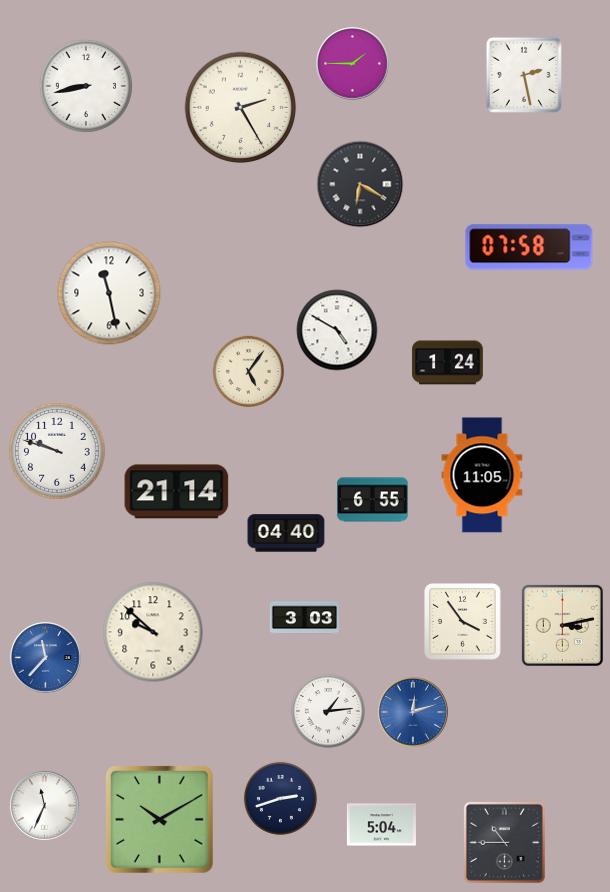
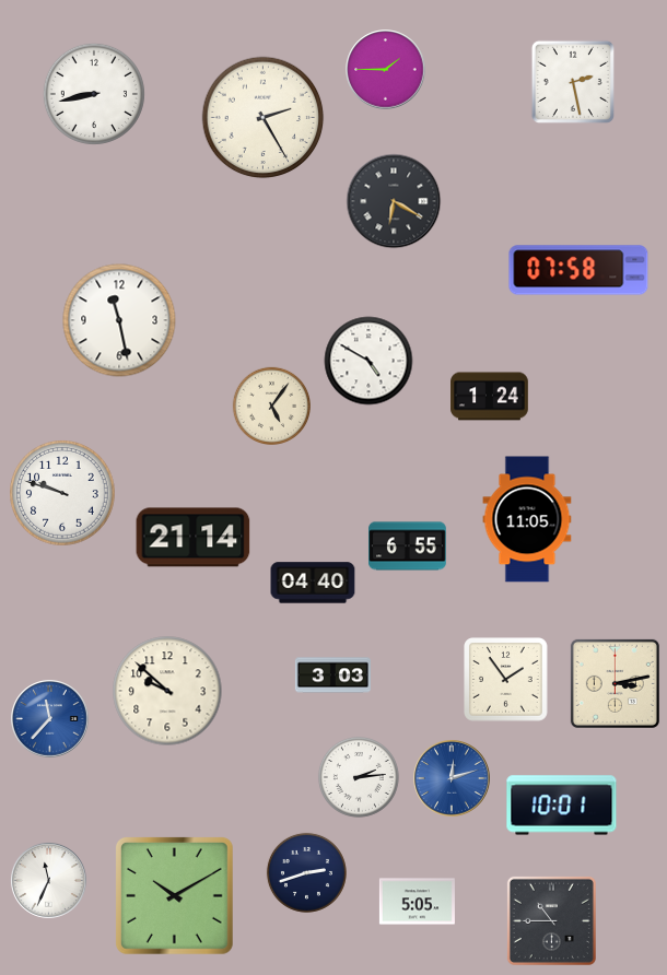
clock at (463, 622): 3:54 -> 1:54
clock at (328, 711): 1:14 -> 2:14
clock at (562, 806): none -> 10:01
clock at (381, 825): 5:04 -> 5:05
